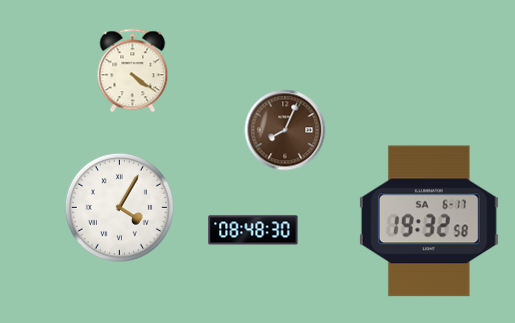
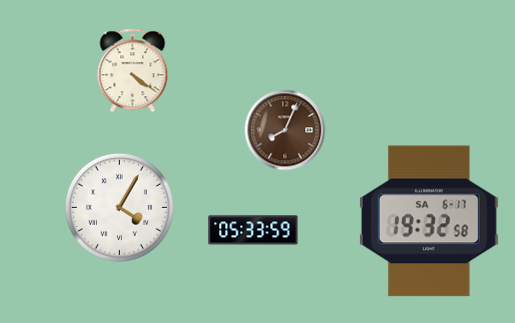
clock at (253, 230): 08:48 -> 05:33
